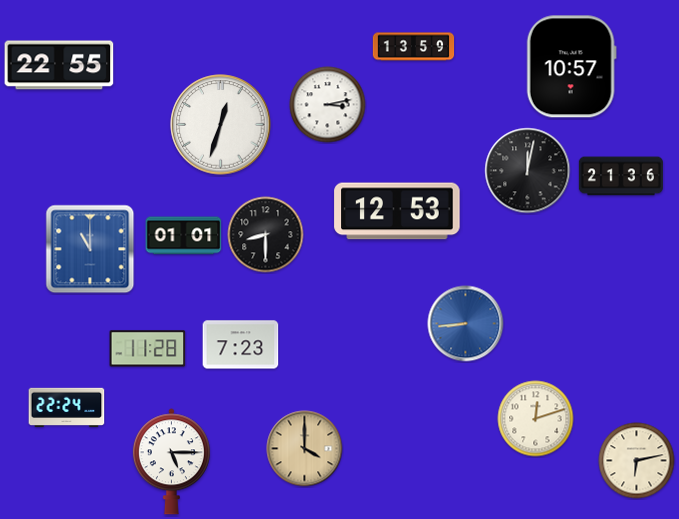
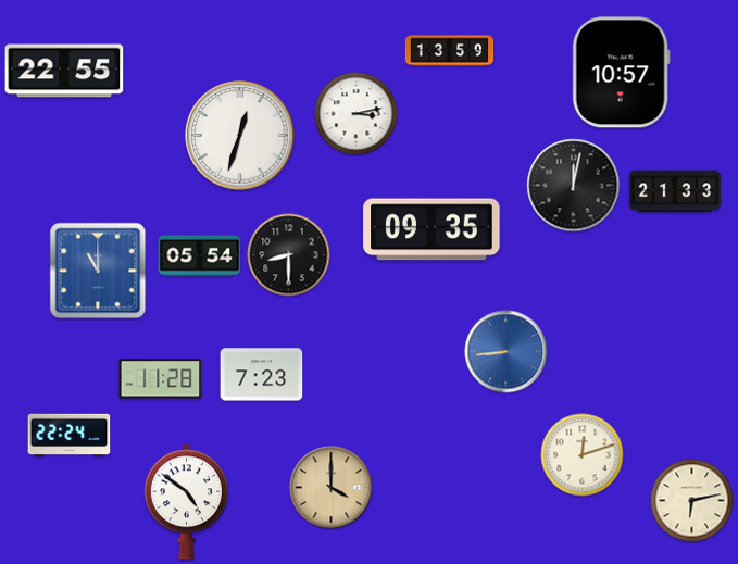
clock at (621, 176): 21:36 -> 21:33
clock at (397, 211): 12:53 -> 09:35
clock at (184, 236): 01:01 -> 05:54
clock at (67, 408) position: (67, 408) -> (70, 436)
clock at (171, 462): 5:15 -> 4:51
